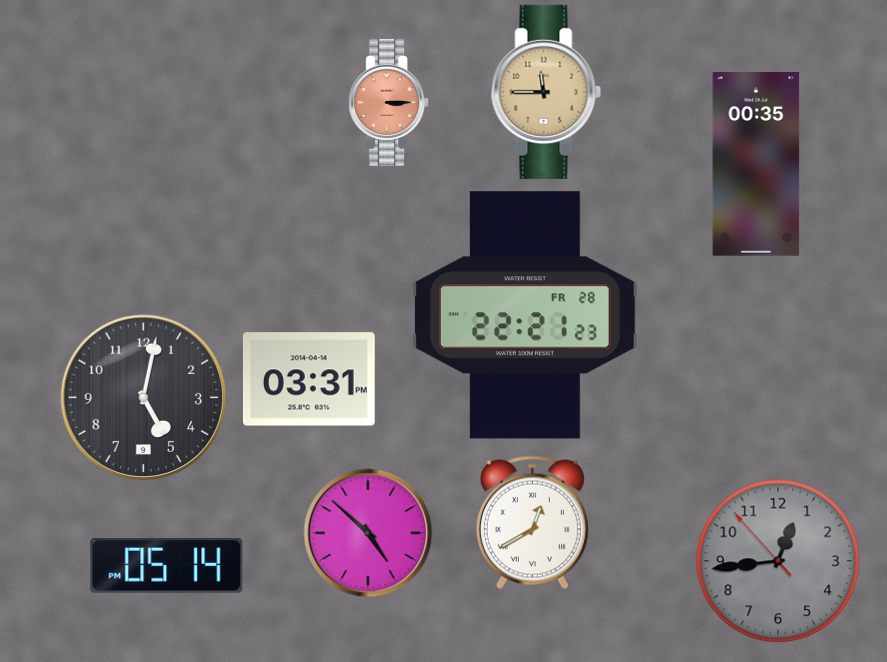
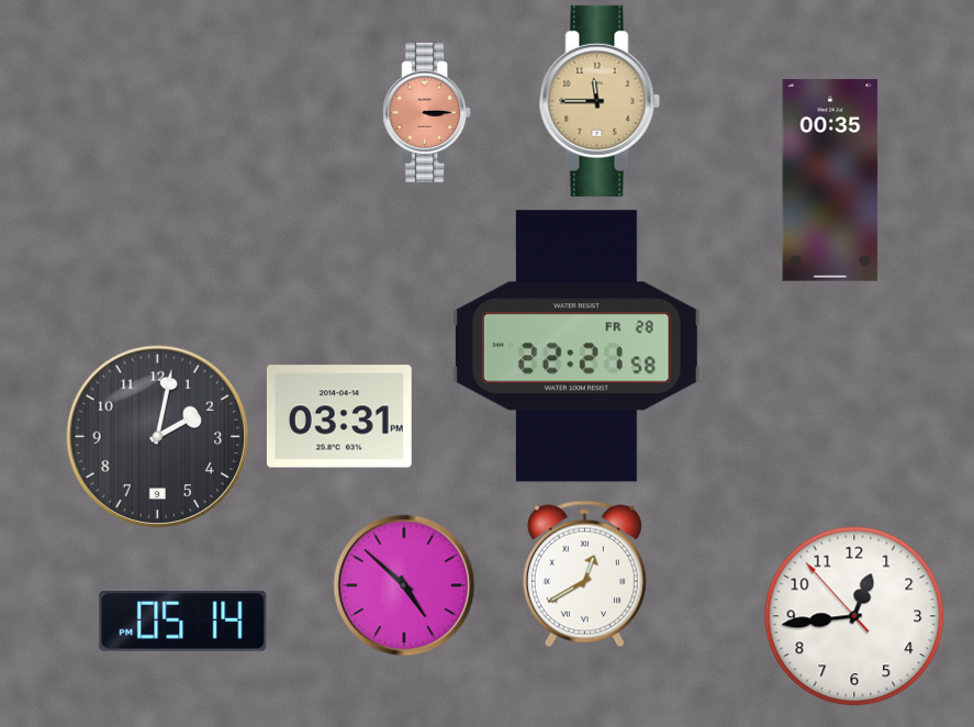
clock at (525, 315): 22:21:23 -> 22:21:58
clock at (144, 398): 5:02 -> 2:02
clock at (778, 561) dial: grey -> white
